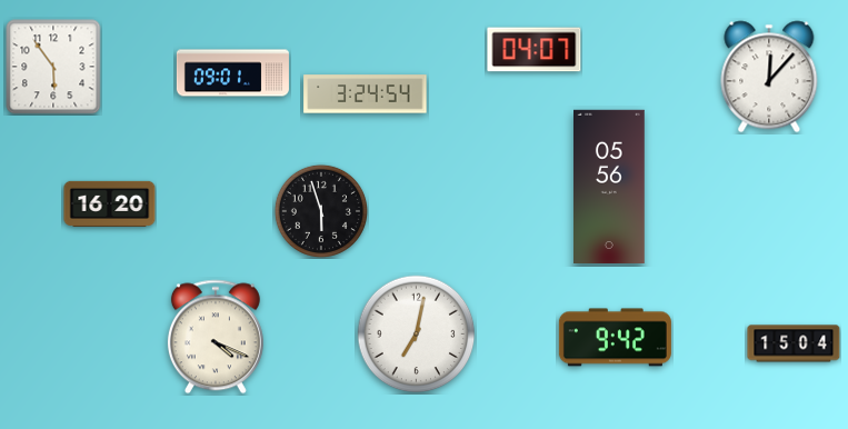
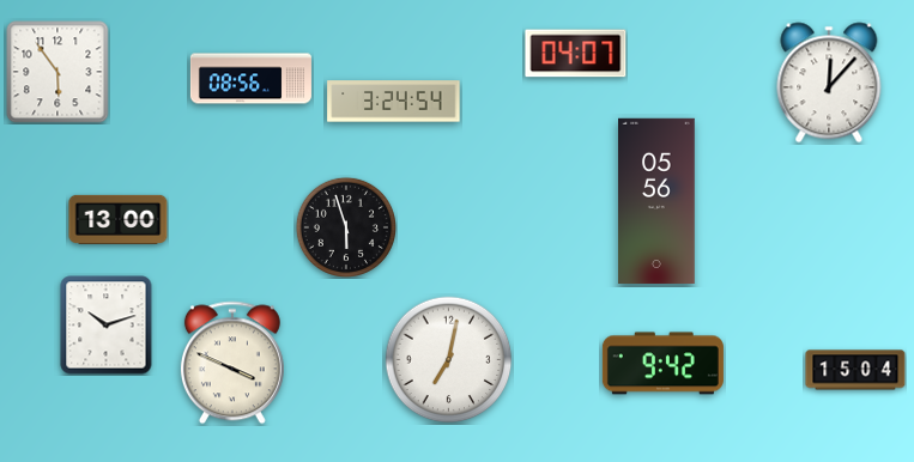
clock at (232, 73): 09:01 -> 08:56
clock at (110, 203): 16:20 -> 13:00
clock at (107, 326): none -> 10:12
clock at (216, 337): 4:19 -> 3:49
